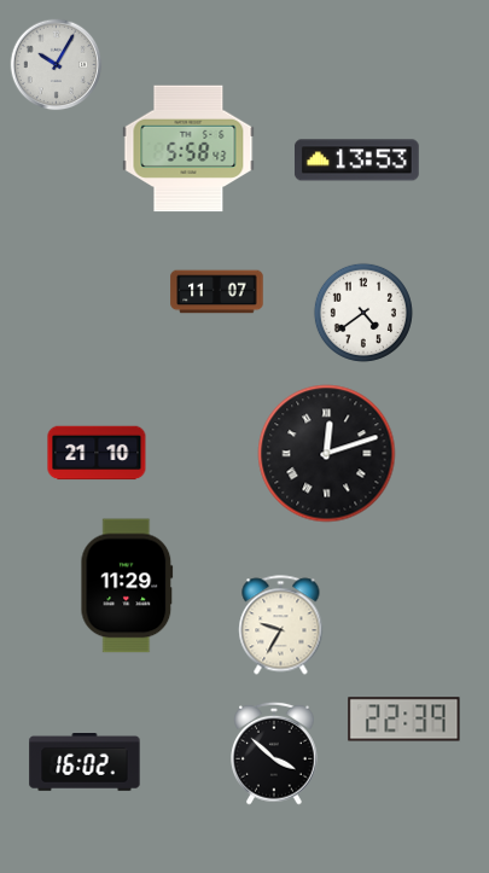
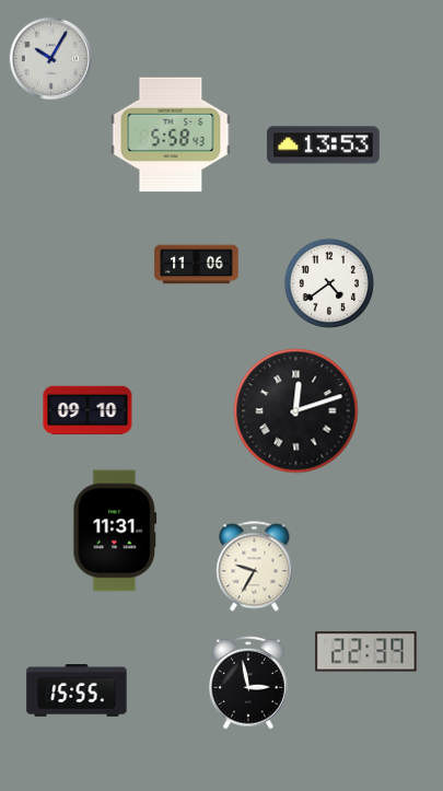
clock at (217, 292): 11:07 -> 11:06
clock at (97, 453): 21:10 -> 09:10
clock at (127, 586): 11:29 -> 11:31
clock at (274, 753): 3:52 -> 2:58
clock at (85, 763): 16:02 -> 15:55
